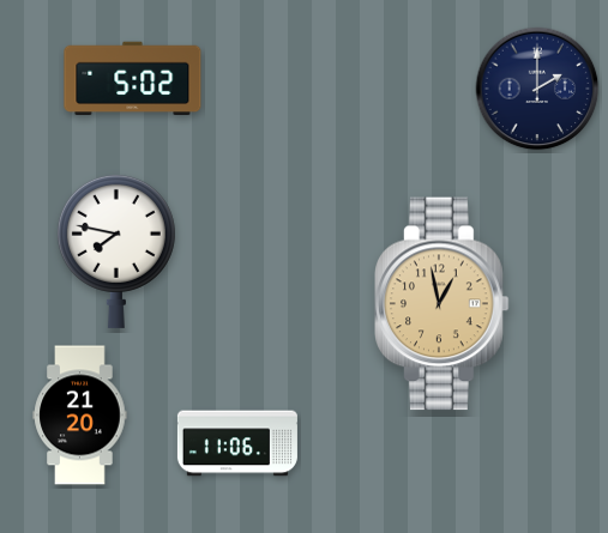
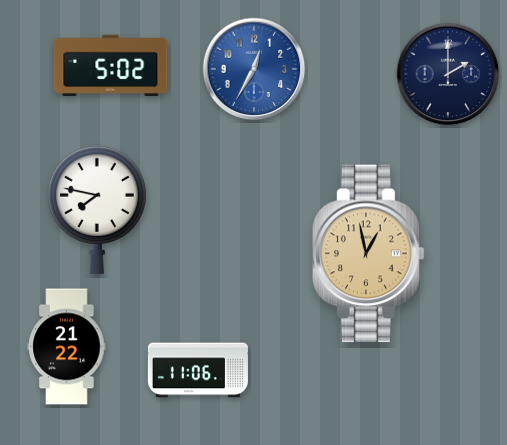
clock at (254, 69): none -> 12:35
clock at (80, 416): 21:20 -> 21:22
